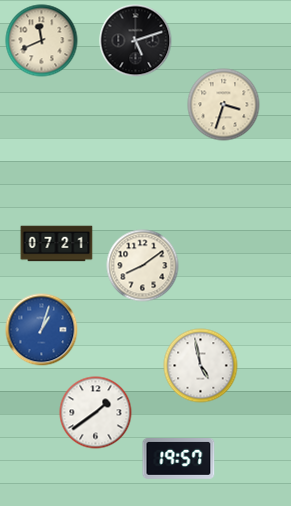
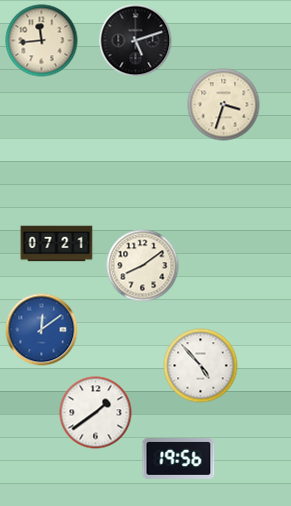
clock at (42, 41): 11:41 -> 11:44
clock at (42, 330): 1:03 -> 12:09
clock at (201, 366): 4:58 -> 4:53
clock at (179, 459): 19:57 -> 19:56
